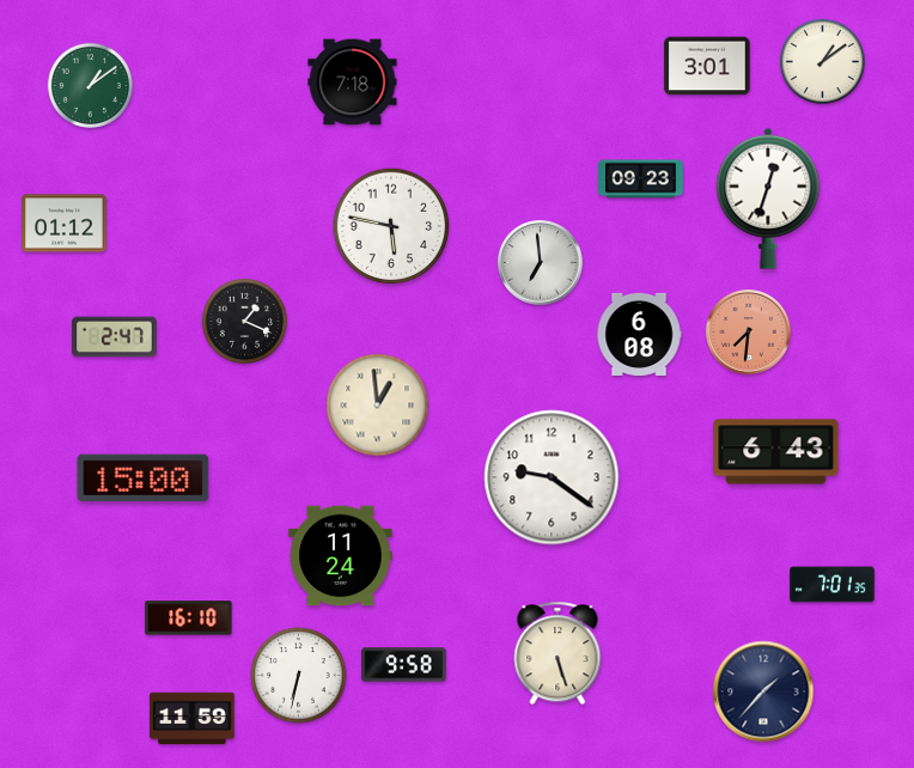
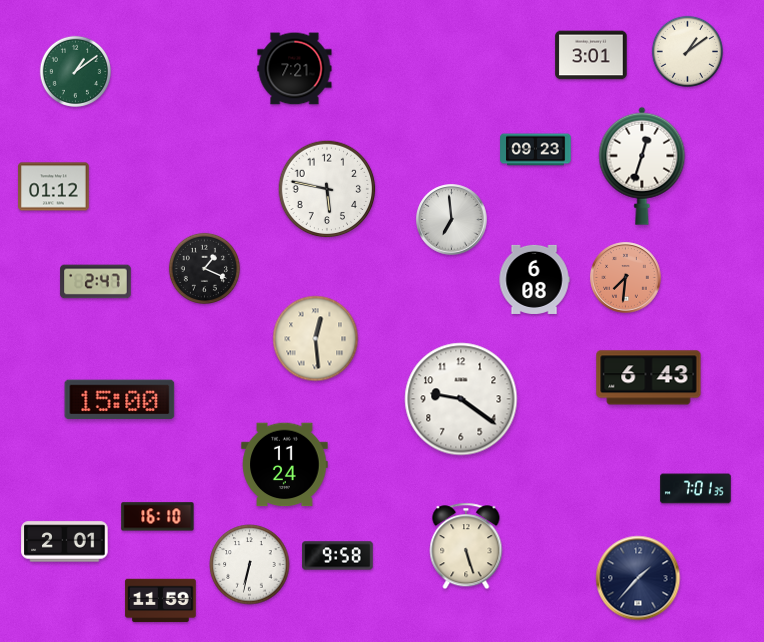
clock at (353, 83): 7:18 -> 7:21
clock at (378, 406): 12:59 -> 12:29
clock at (65, 542): none -> 2:01
